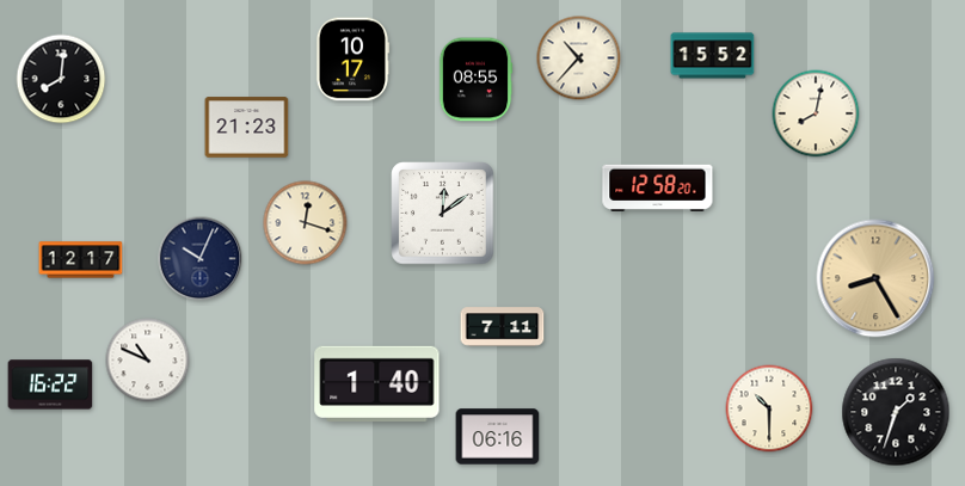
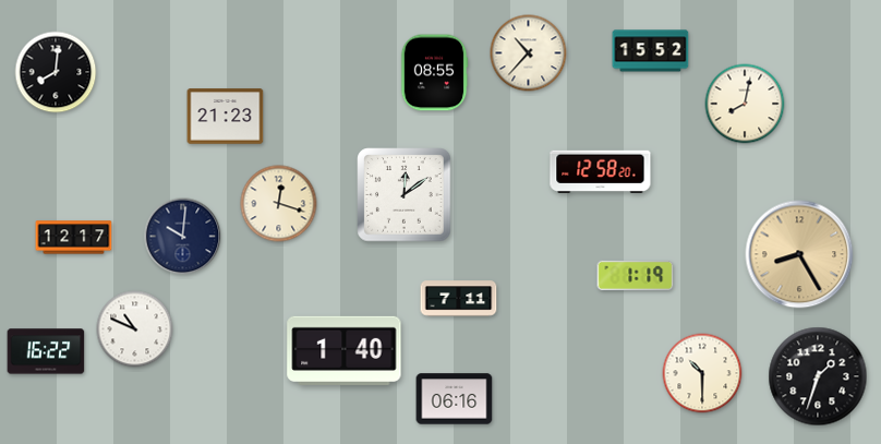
clock at (352, 60): 10:17 -> none
clock at (201, 259): 10:04 -> 10:01
clock at (636, 275): none -> 1:19
